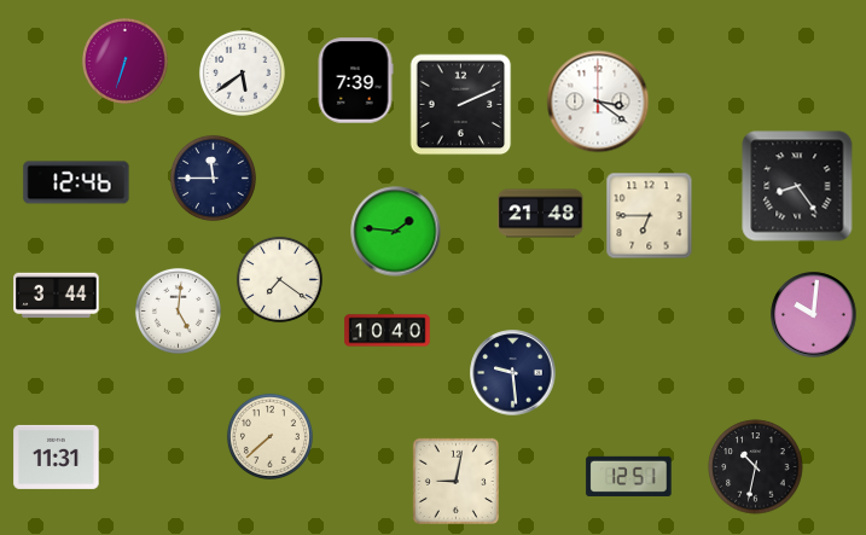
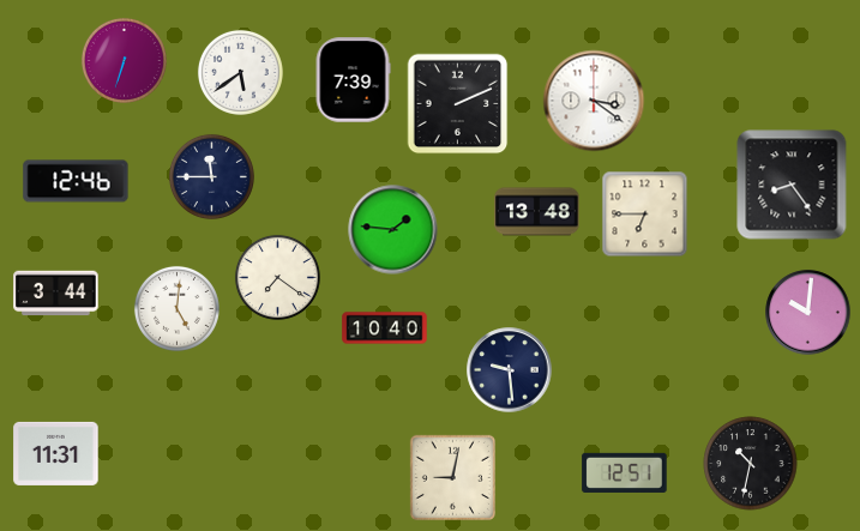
clock at (541, 214): 21:48 -> 13:48
clock at (269, 436): 7:38 -> none
